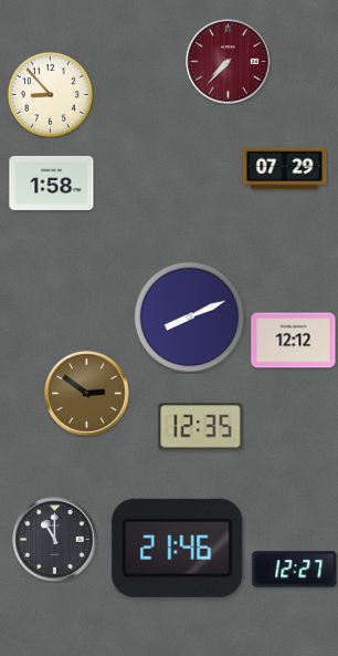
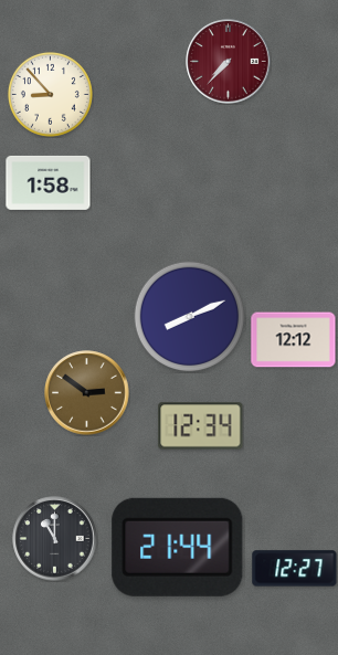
clock at (285, 169): 07:29 -> none
clock at (52, 183) position: (52, 183) -> (49, 182)
clock at (201, 427): 12:35 -> 12:34
clock at (178, 548): 21:46 -> 21:44
